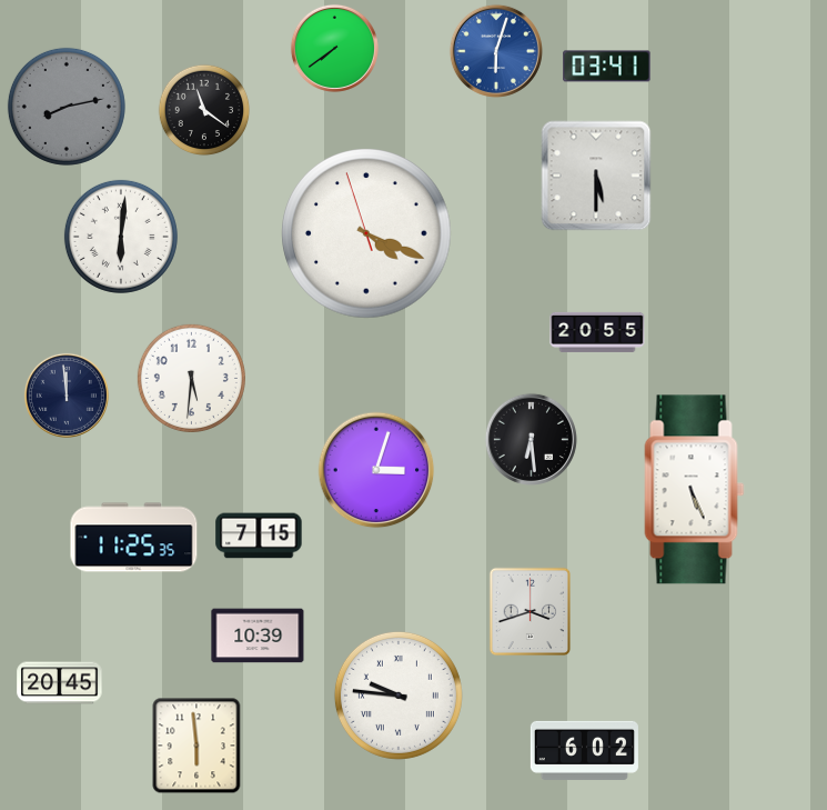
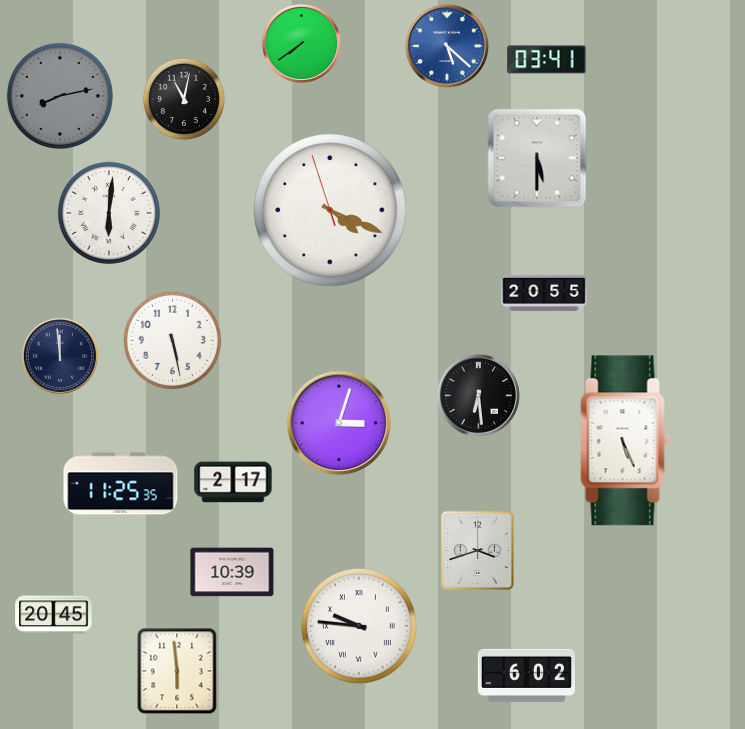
clock at (496, 51): 6:03 -> 5:22
clock at (204, 110): 11:21 -> 11:02
clock at (597, 332) position: (597, 332) -> (544, 293)
clock at (191, 378): 5:31 -> 5:28
clock at (259, 536): 7:15 -> 2:17
